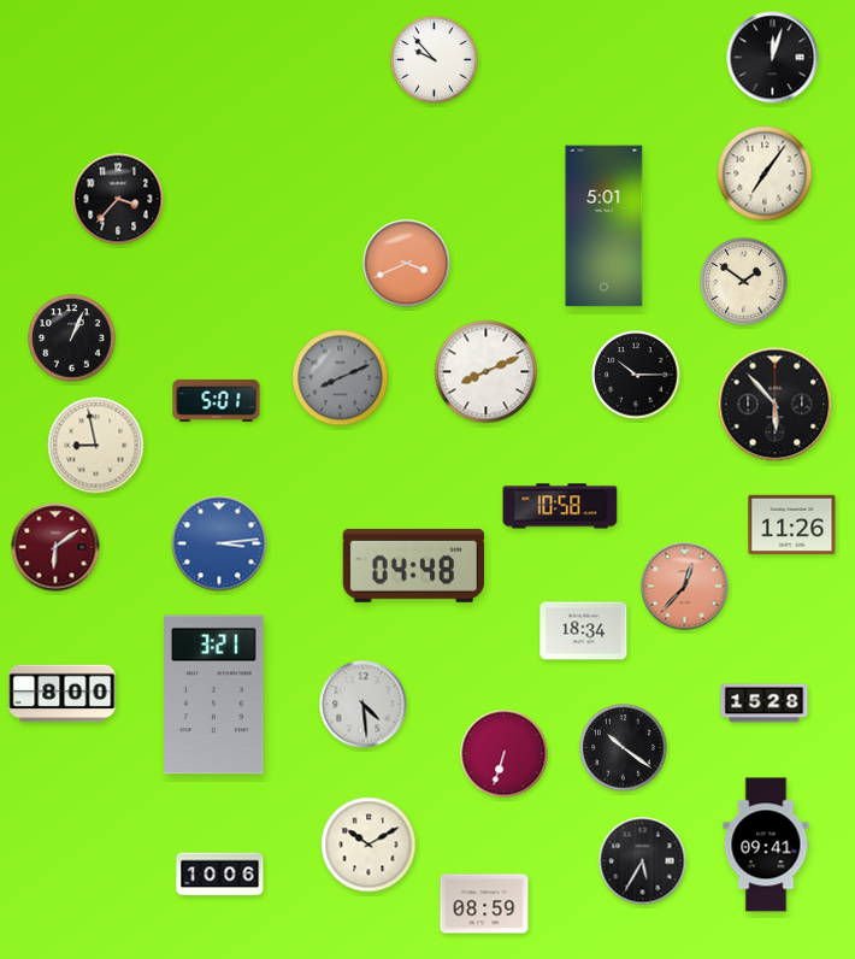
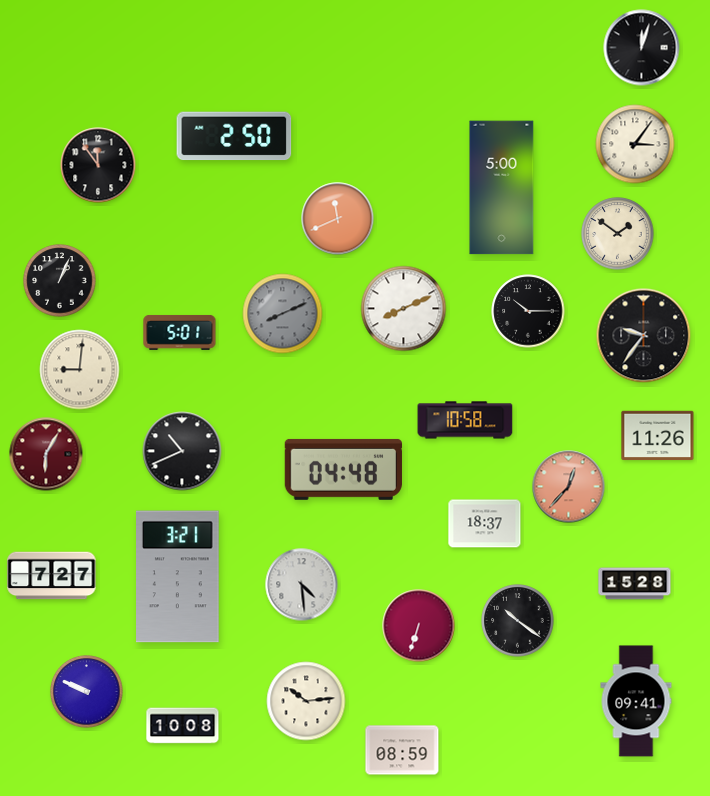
clock at (435, 60): 9:53 -> none
clock at (234, 136): none -> 2:50
clock at (765, 173): 7:06 -> 3:06
clock at (118, 199): 3:37 -> 11:54
clock at (605, 226): 5:01 -> 5:00
clock at (407, 264): 3:41 -> 11:41
clock at (776, 405): 5:53 -> 9:36
clock at (96, 446): 8:58 -> 9:01
clock at (219, 543): 3:14 -> 10:41
clock at (219, 543) dial: blue -> black
clock at (55, 547): 6:09 -> 6:05
clock at (584, 631): 18:34 -> 18:37
clock at (63, 694): 8:00 -> 7:27
clock at (87, 692): none -> 9:49
clock at (368, 845): 10:10 -> 10:14
clock at (643, 861): 5:35 -> none
clock at (220, 875): 10:06 -> 10:08
